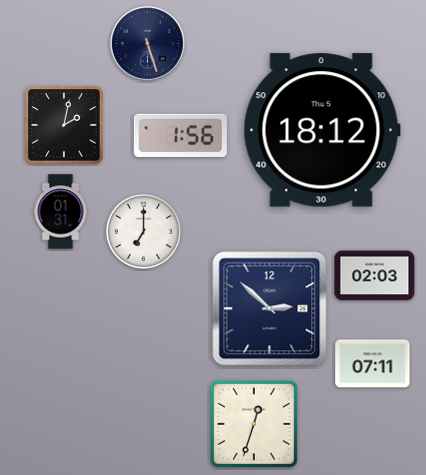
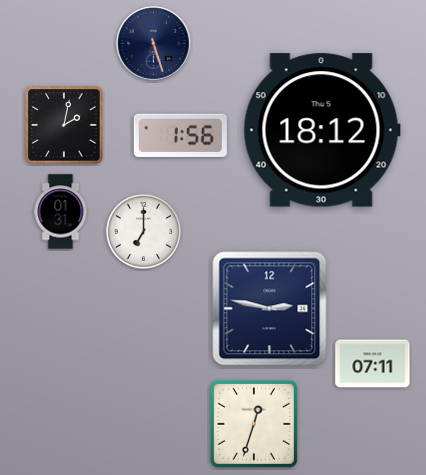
clock at (148, 44) position: (148, 44) -> (154, 44)
clock at (375, 276): 02:03 -> none
clock at (270, 309): 2:52 -> 2:47
